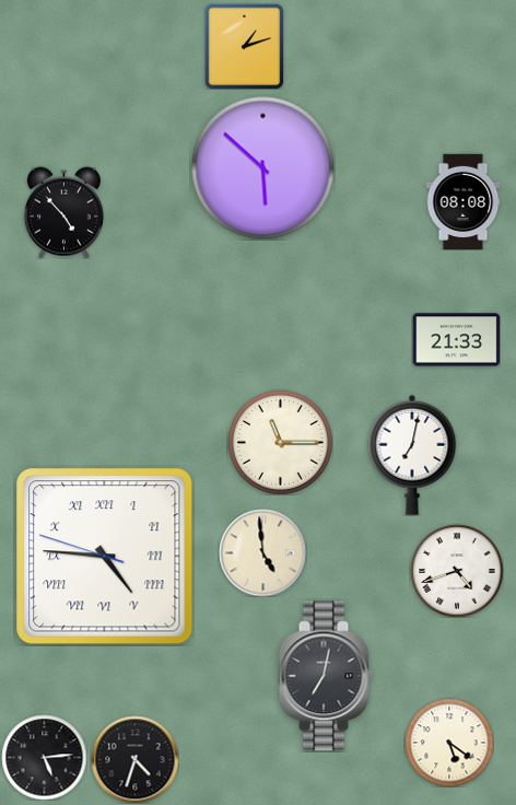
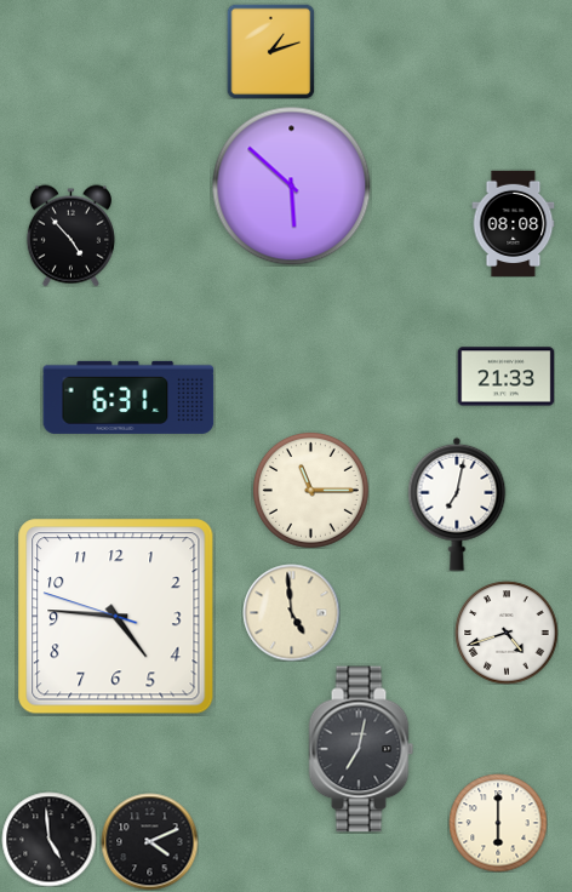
clock at (128, 398): none -> 6:31
clock at (105, 557) numerals: Roman -> Arabic
clock at (449, 743): 5:21 -> 6:00
clock at (44, 757): 5:14 -> 4:59
clock at (134, 759): 4:33 -> 4:11
